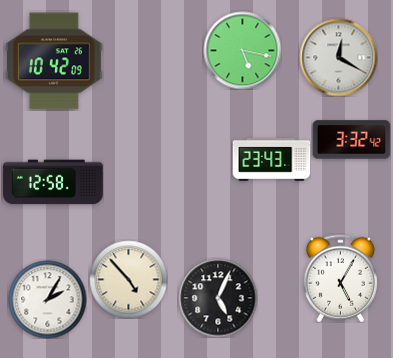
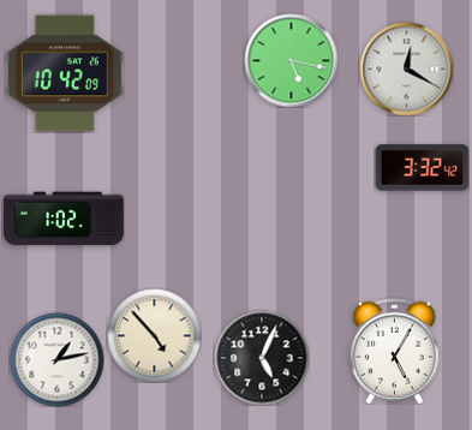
clock at (271, 160): 23:43 -> none
clock at (54, 182): 12:58 -> 1:02
clock at (340, 278) position: (340, 278) -> (394, 351)
clock at (47, 299): 2:05 -> 1:13
